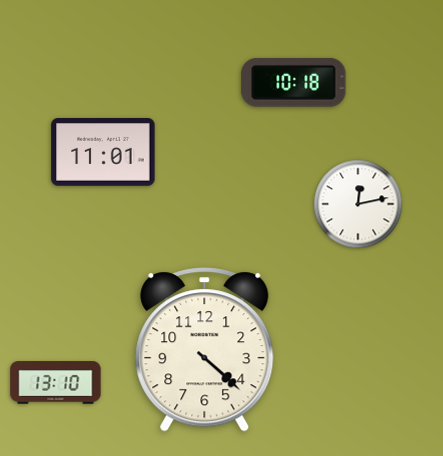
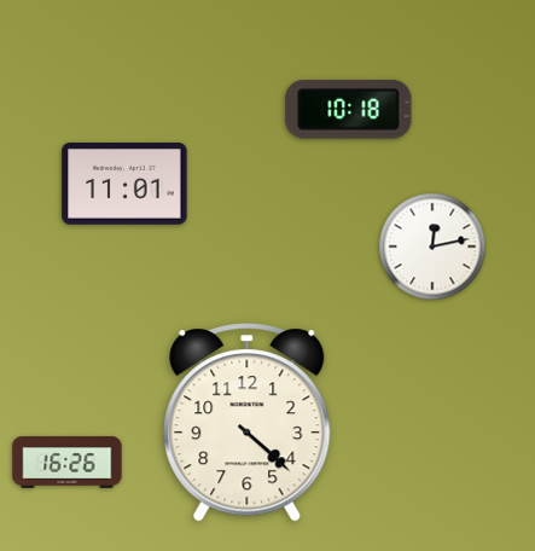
clock at (294, 83) position: (294, 83) -> (349, 110)
clock at (56, 383): 13:10 -> 16:26
